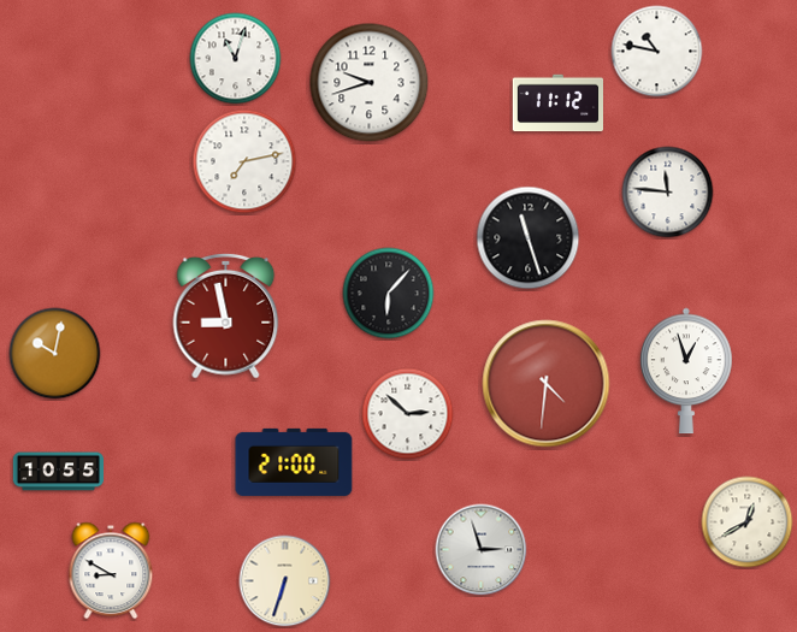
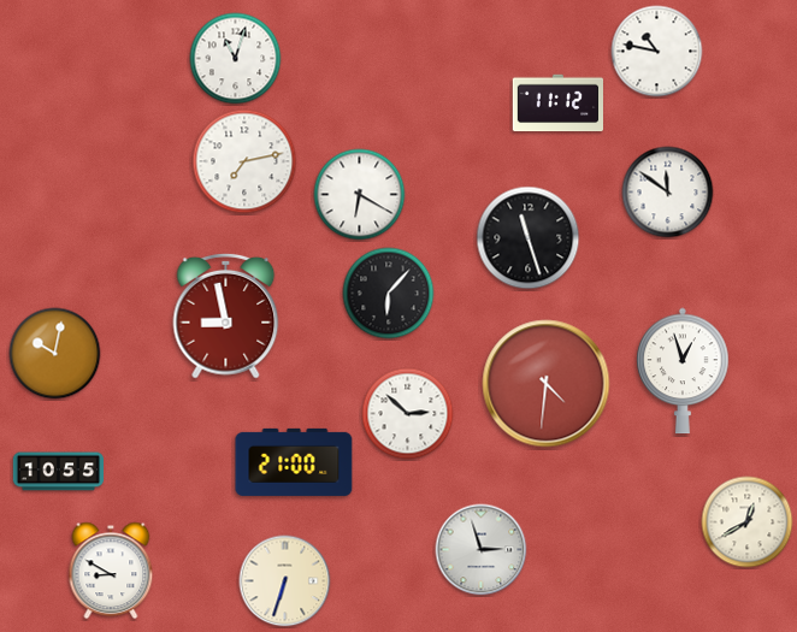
clock at (370, 83): 9:42 -> none
clock at (668, 193): 11:46 -> 11:51
clock at (360, 195): none -> 6:20
clock at (686, 371) position: (686, 371) -> (683, 371)
